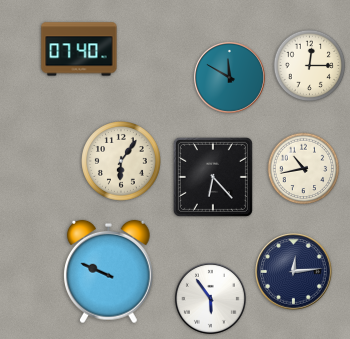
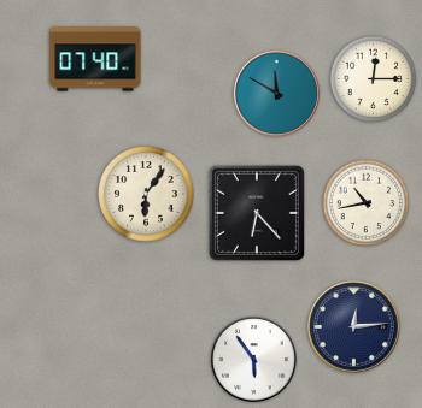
clock at (109, 272): 9:49 -> none
